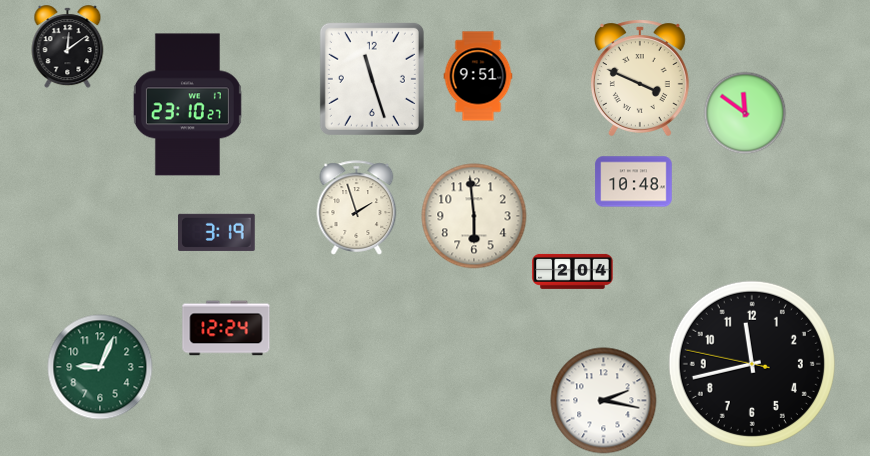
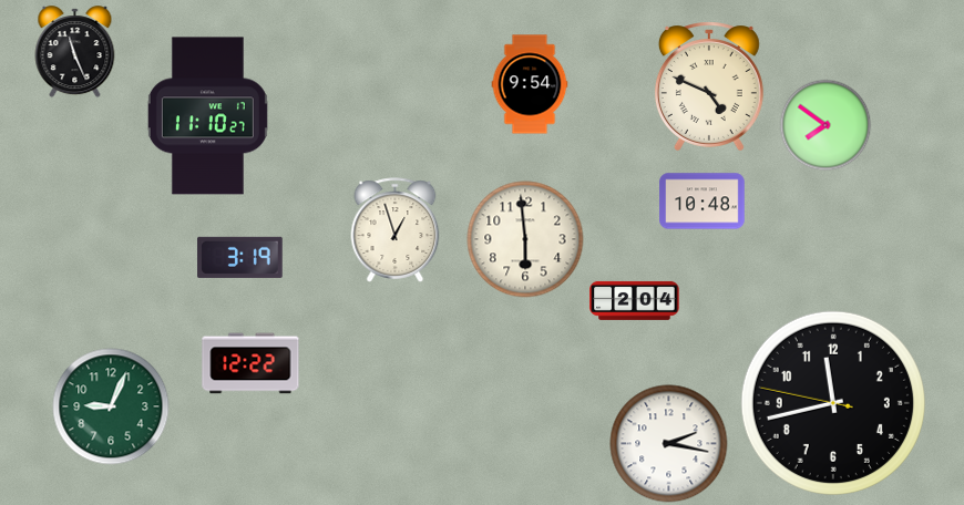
clock at (68, 47): 12:09 -> 11:26
clock at (478, 76): 9:51 -> 9:54
clock at (640, 78): 3:49 -> 4:49
clock at (372, 79): 11:27 -> none
clock at (187, 105): 23:10 -> 11:10
clock at (745, 113): 11:51 -> 7:51
clock at (357, 208): 1:57 -> 12:57
clock at (226, 328): 12:24 -> 12:22
